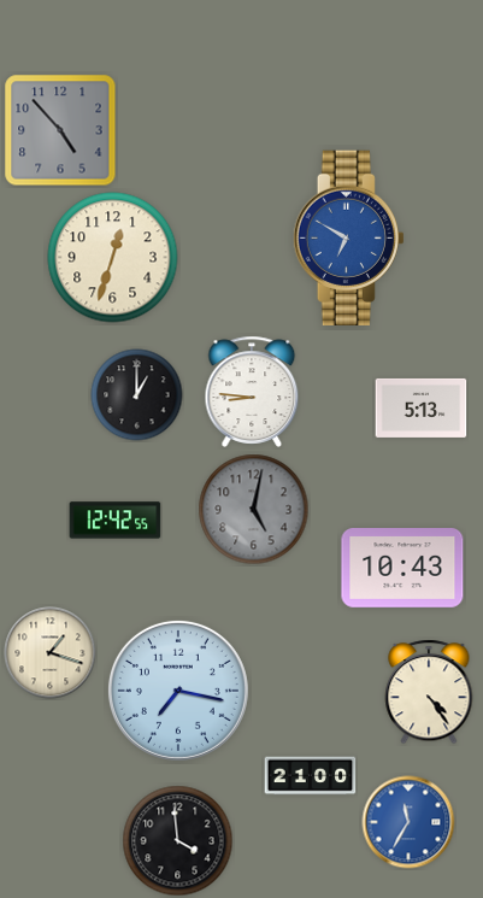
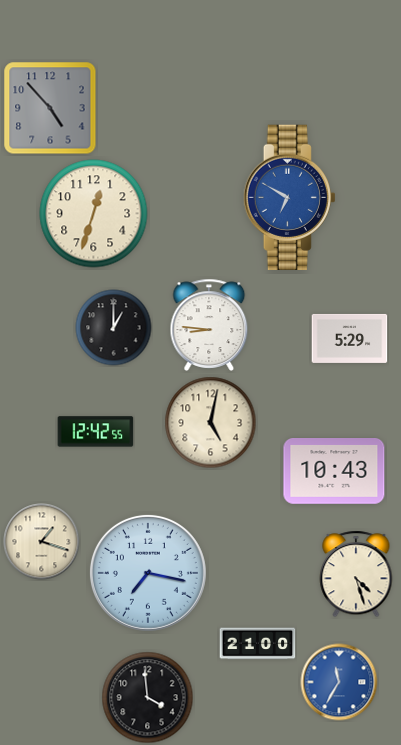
clock at (422, 407): 5:13 -> 5:29
clock at (254, 510) dial: grey -> cream
clock at (429, 692): 4:24 -> 4:27
